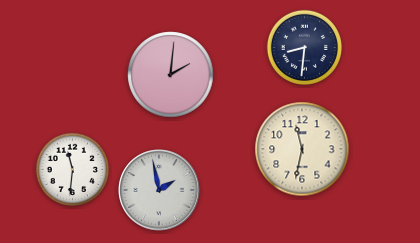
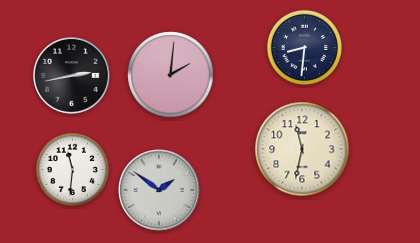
clock at (72, 76): none -> 2:43
clock at (159, 190): 1:58 -> 1:51
